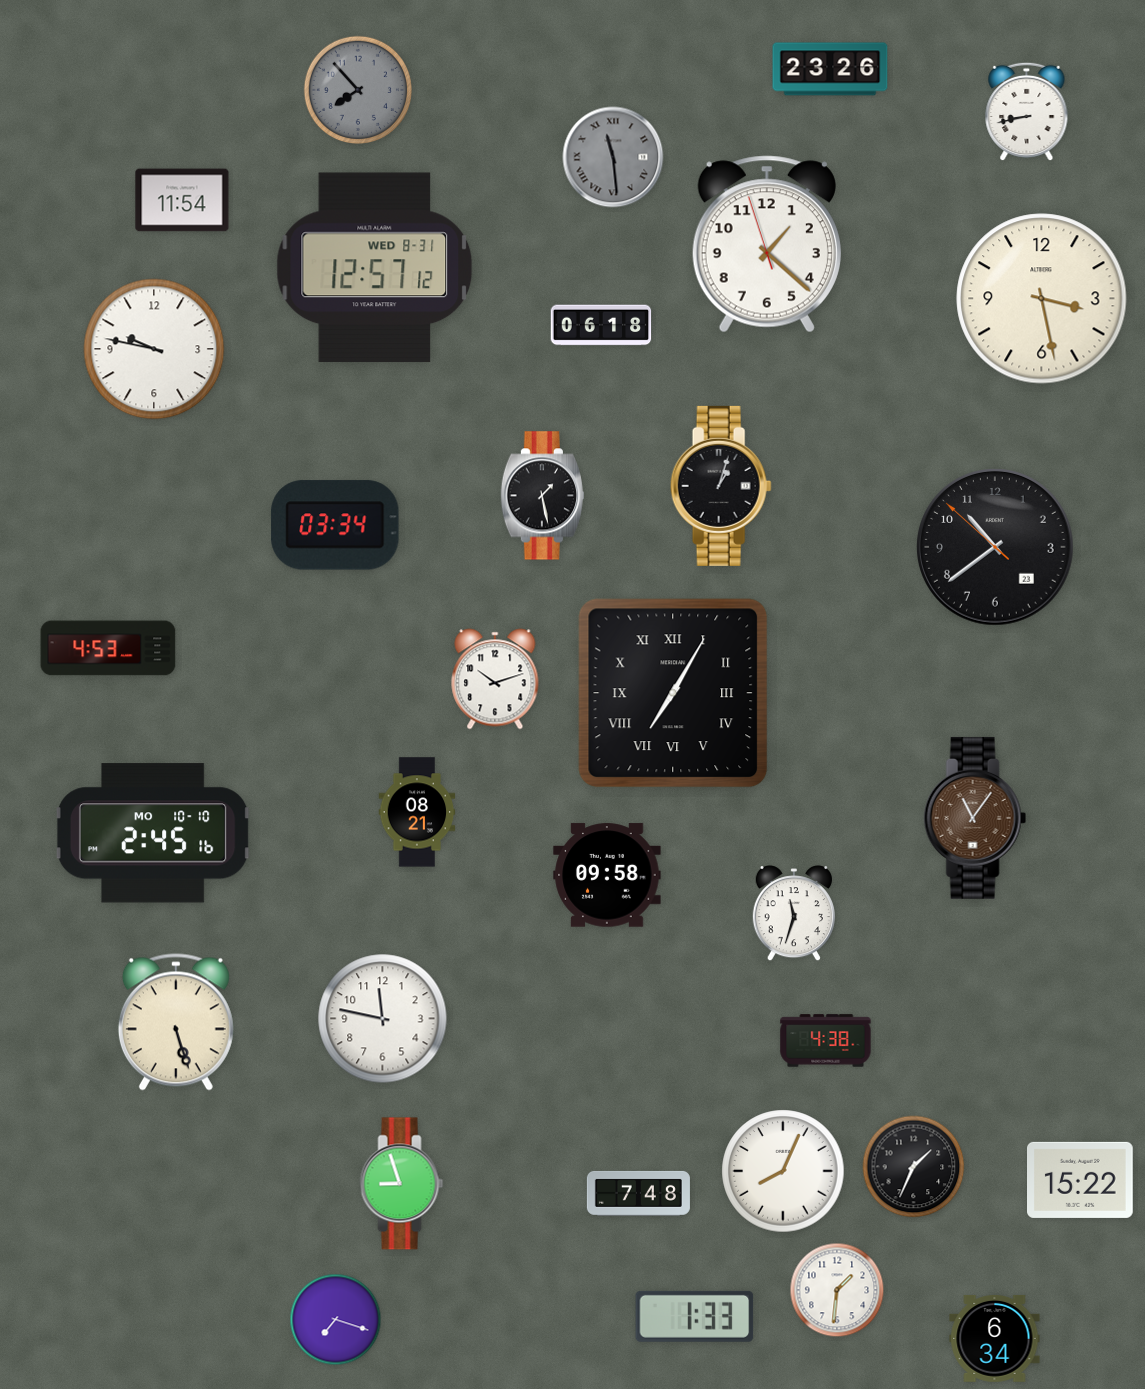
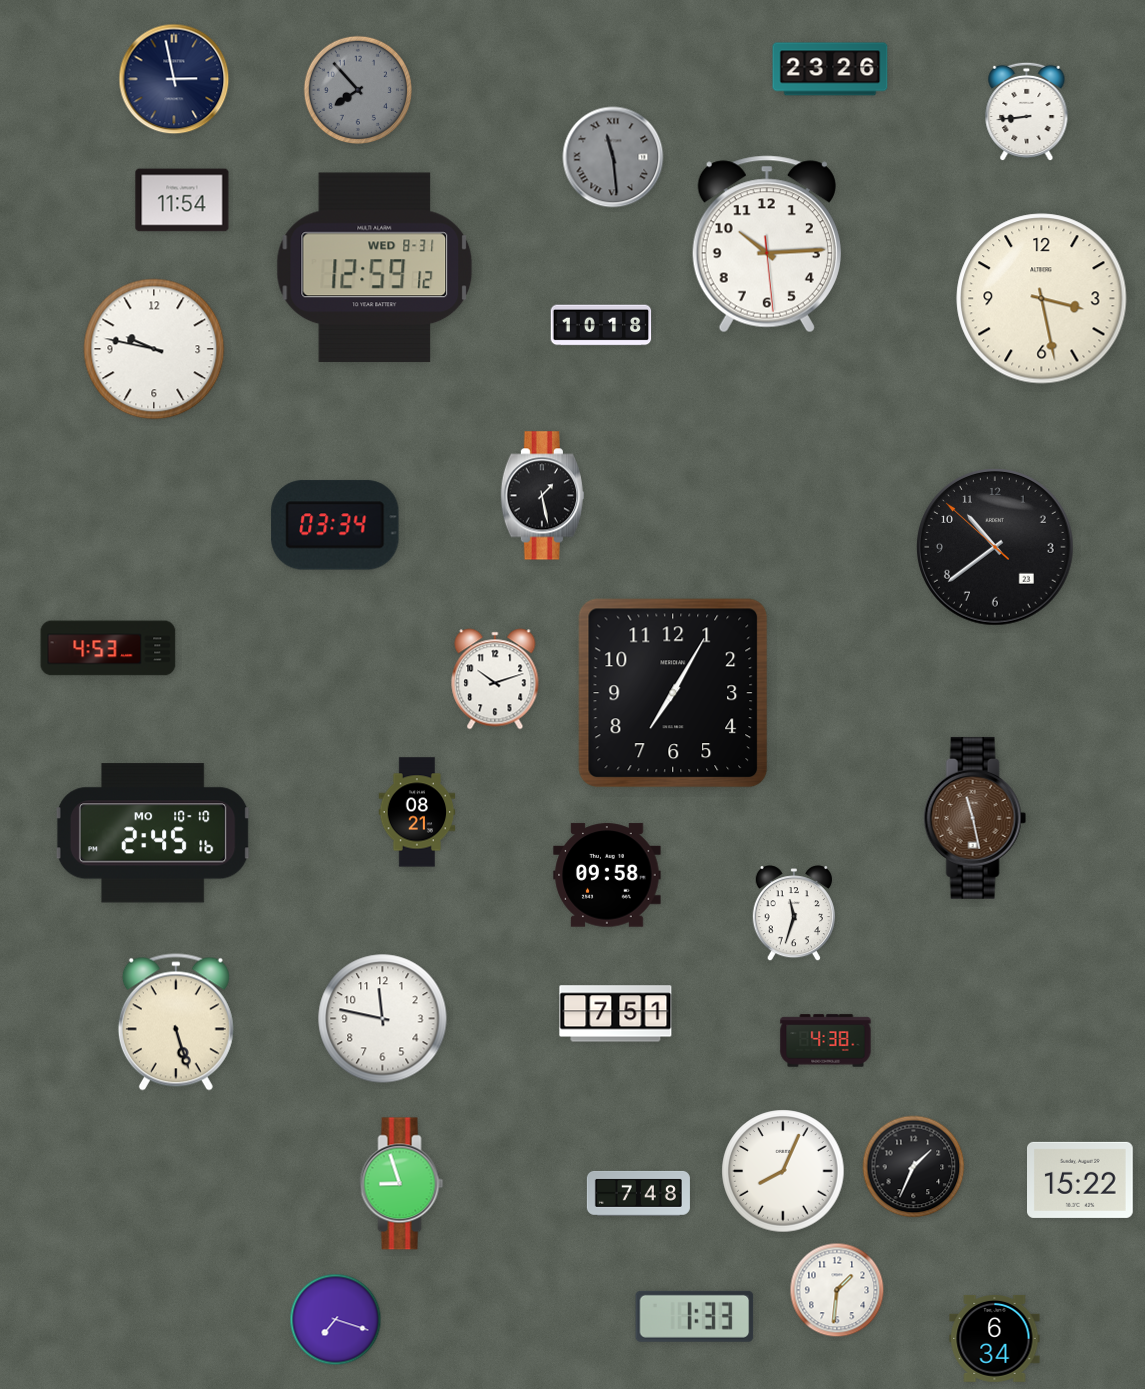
clock at (174, 79): none -> 2:58
clock at (1027, 112): 8:43 -> 8:44
clock at (767, 244): 1:21 -> 10:14
clock at (375, 268): 12:57 -> 12:59
clock at (601, 325): 06:18 -> 10:18
clock at (721, 486): 1:03 -> none
clock at (673, 693) numerals: Roman -> Arabic
clock at (975, 818): 11:06 -> 11:28
clock at (616, 1014): none -> 7:51
